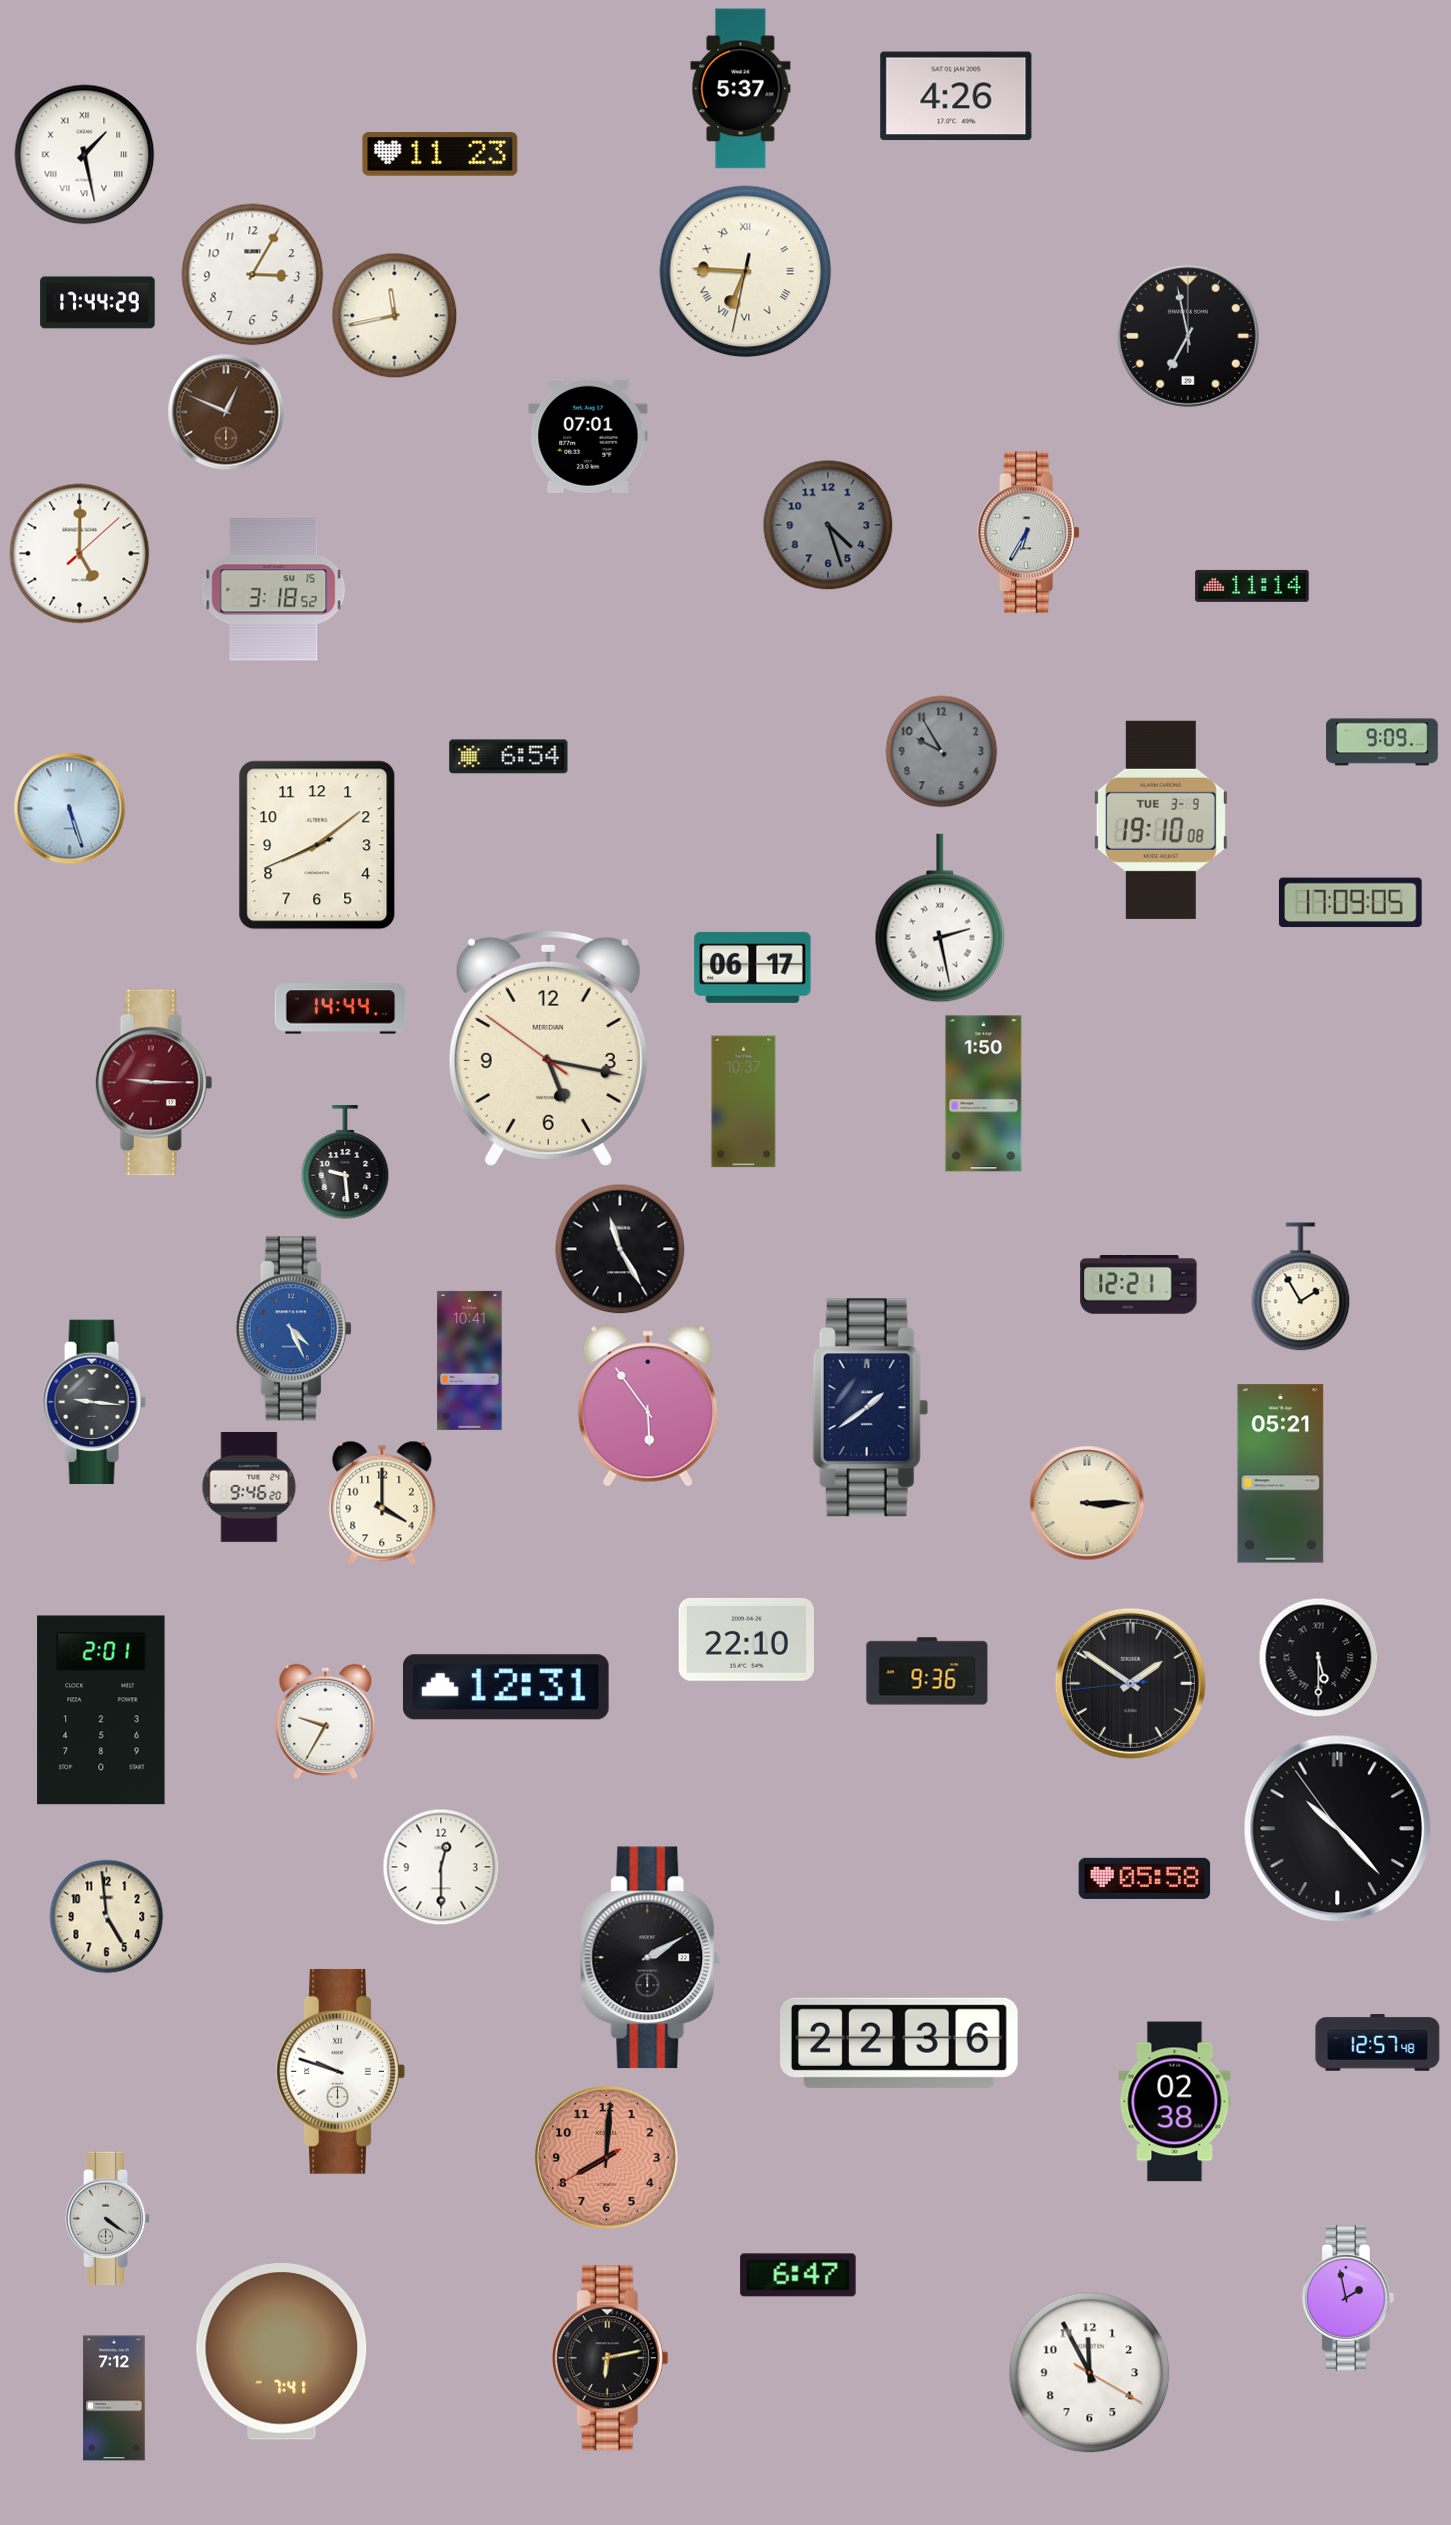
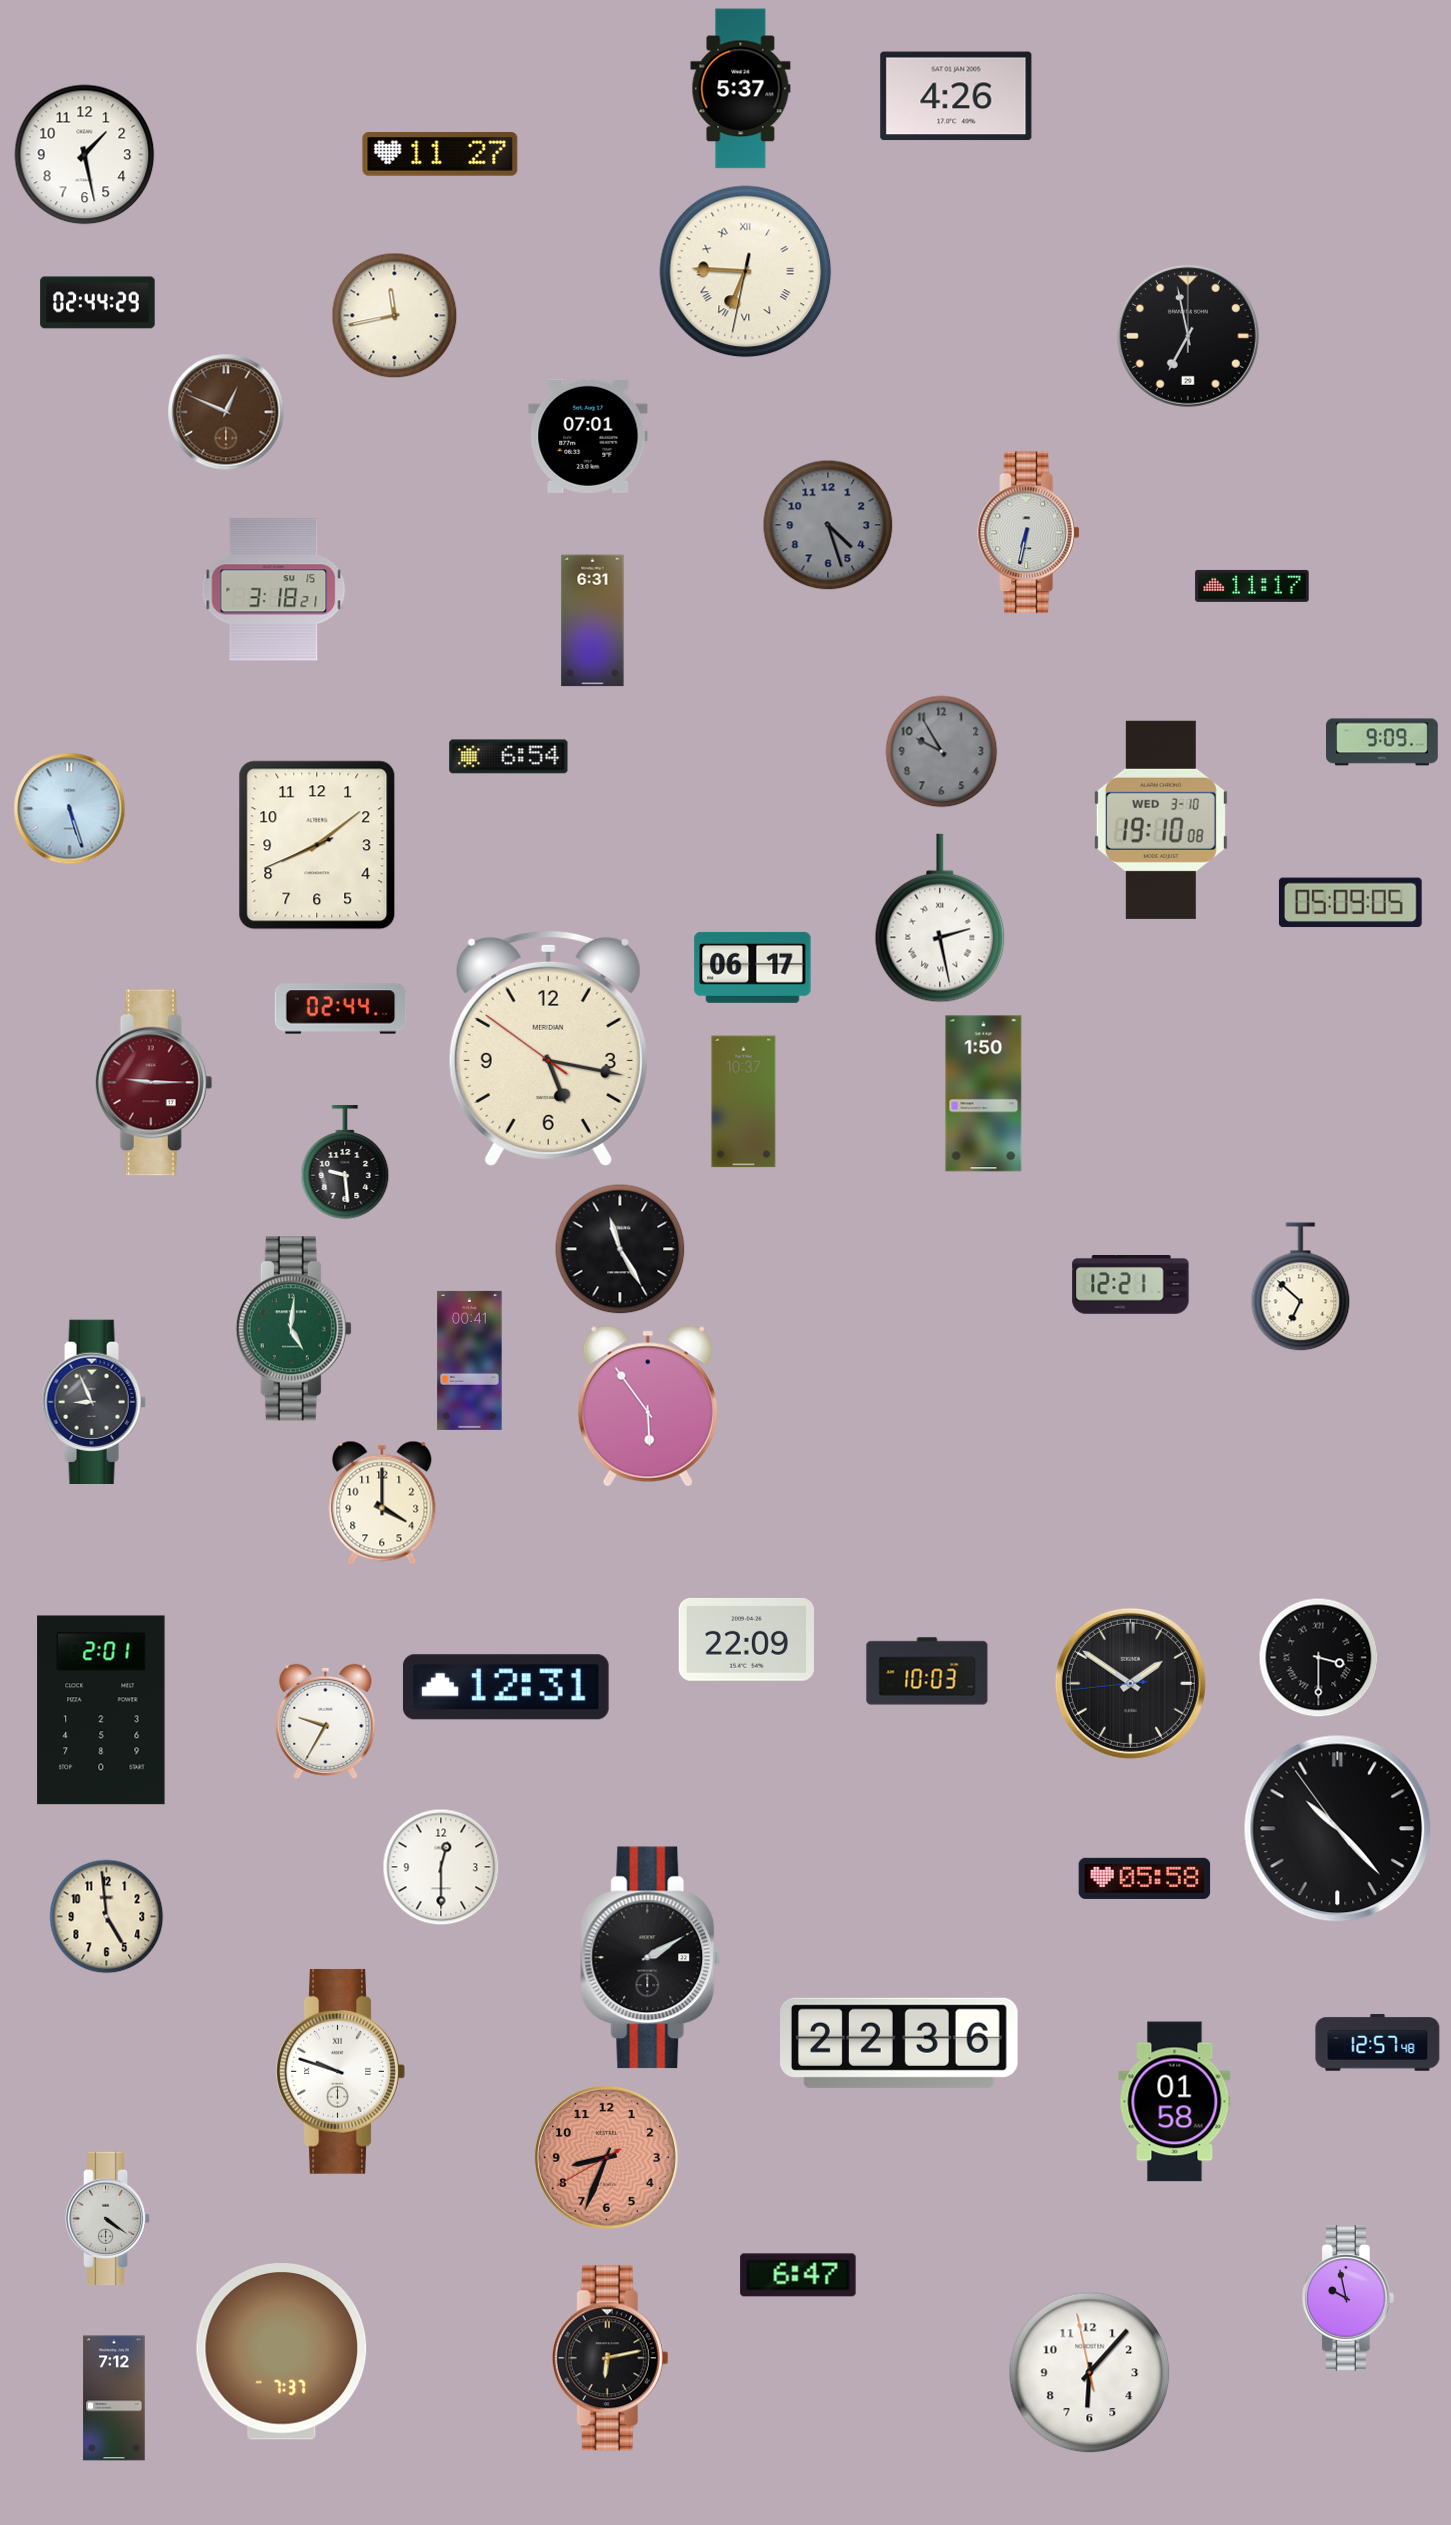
clock at (440, 154): 11:23 -> 11:27
clock at (85, 155) numerals: Roman -> Arabic
clock at (253, 275): 3:05 -> none
clock at (98, 303): 17:44 -> 02:44
clock at (1029, 533): 6:35 -> 6:32
clock at (80, 554): 5:00 -> none
clock at (1252, 586): 11:14 -> 11:17
clock at (274, 590): 3:18:52 -> 3:18:21
clock at (593, 621): none -> 6:31
clock at (1161, 820) date: TUE 3-9 -> WED 3-10
clock at (1350, 903): 17:09 -> 05:09
clock at (341, 1009): 14:44 -> 02:44
clock at (1139, 1285) position: (1139, 1285) -> (1131, 1285)
clock at (1301, 1287): 1:55 -> 6:52
clock at (293, 1329): 4:26 -> 5:01
clock at (293, 1329) dial: blue -> green
clock at (470, 1360): 10:41 -> 00:41
clock at (94, 1401): 9:16 -> 8:56
clock at (870, 1408): 1:39 -> none
clock at (1281, 1474): 05:21 -> none
clock at (249, 1487): 9:46 -> none
clock at (1087, 1503): 3:15 -> none
clock at (746, 1639): 22:10 -> 22:09
clock at (1319, 1658): 5:30 -> 3:30
clock at (927, 1671): 9:36 -> 10:03
clock at (1175, 2102): 02:38 -> 01:58
clock at (606, 2157): 8:00 -> 8:33
clock at (1349, 2298): 1:58 -> 9:58
clock at (282, 2352): 7:41 -> 7:37
clock at (1090, 2373): 11:55 -> 6:06
